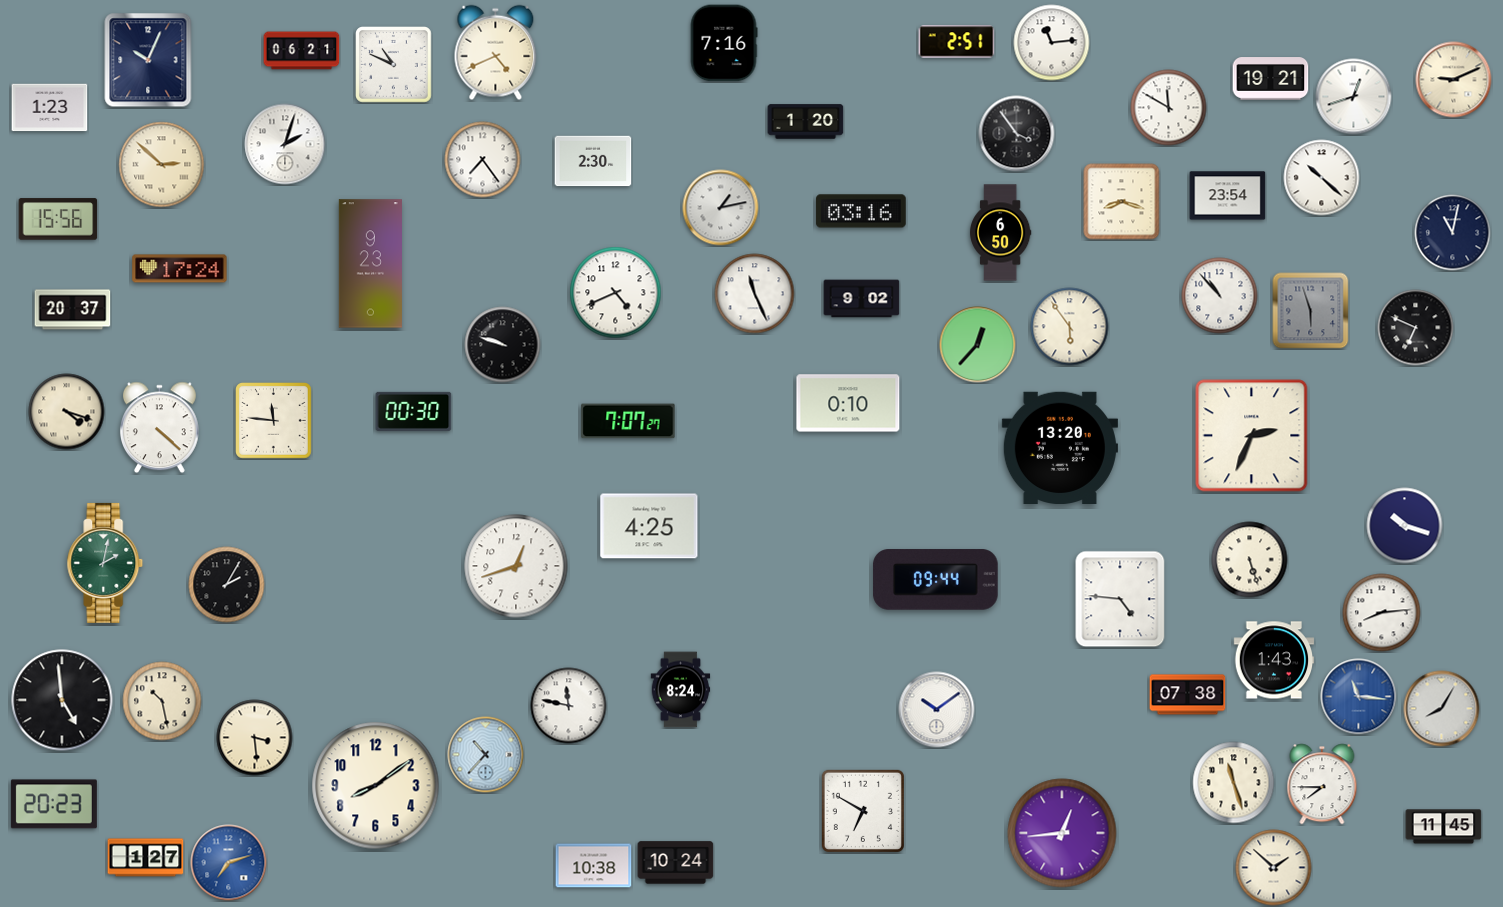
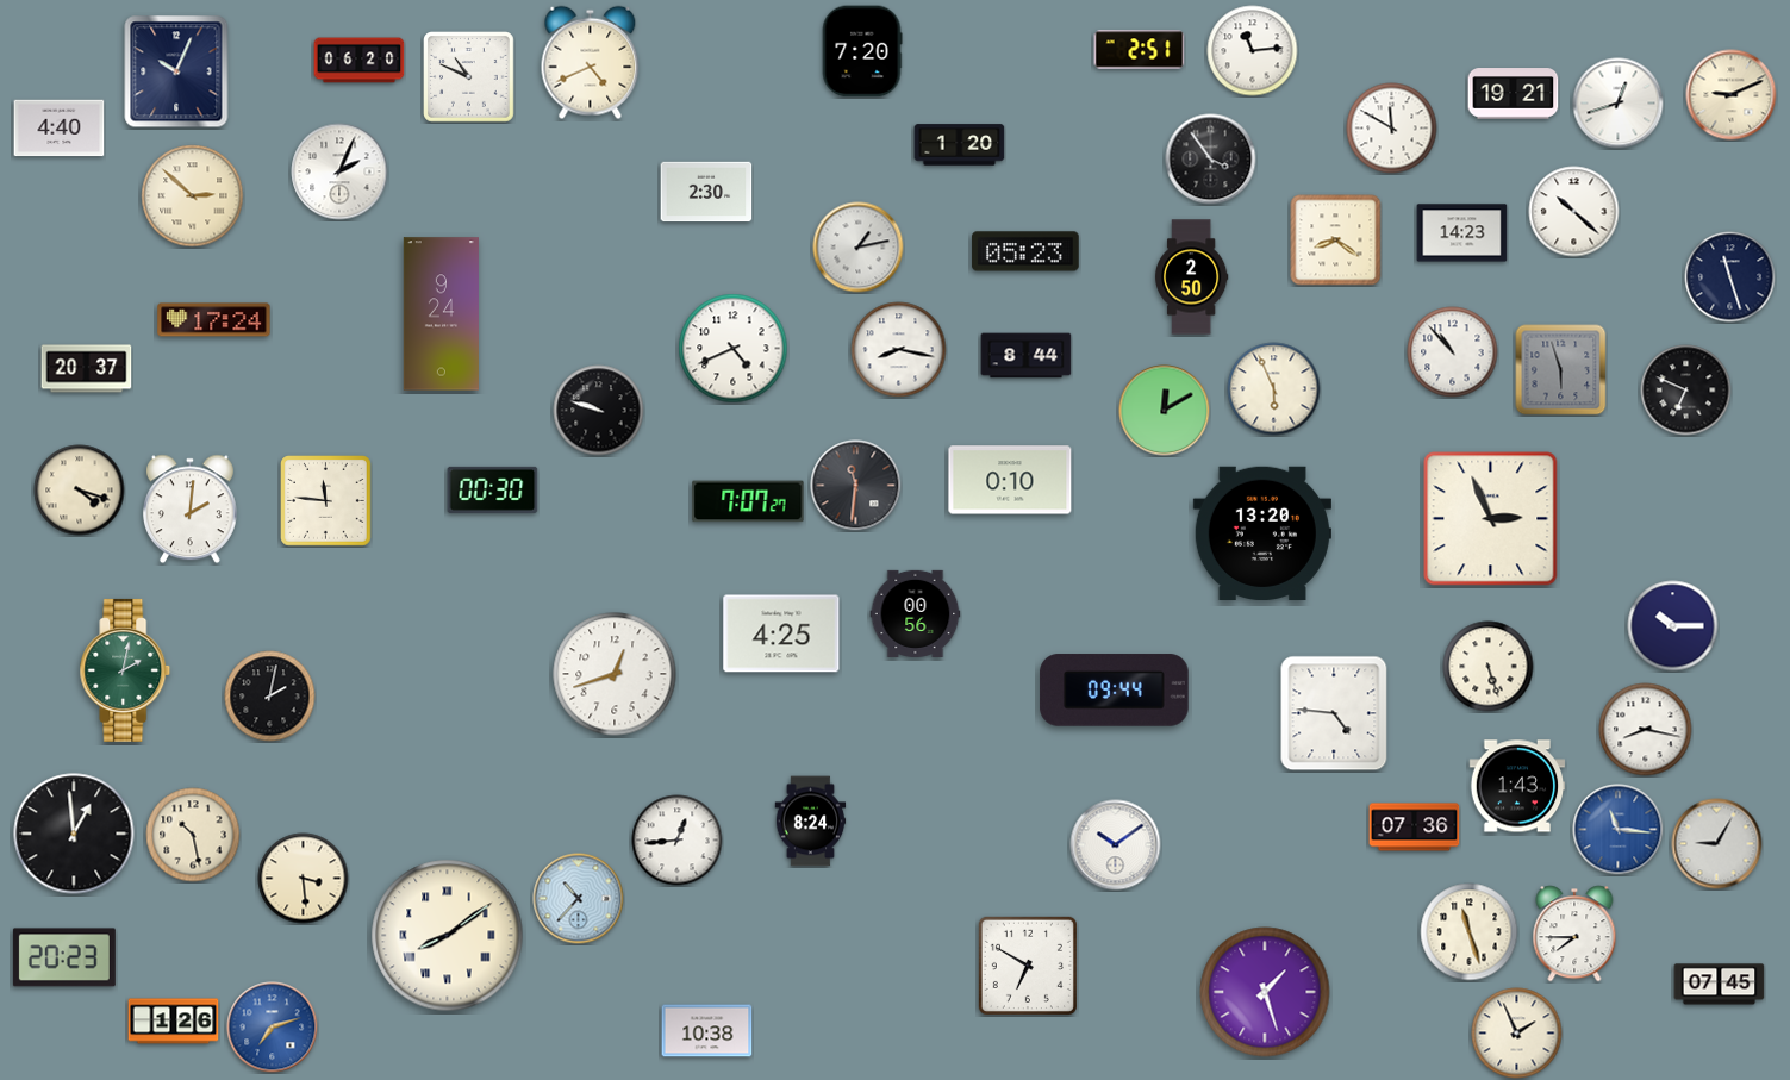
clock at (724, 43): 7:16 -> 7:20
clock at (302, 51): 06:21 -> 06:20
clock at (1354, 97) position: (1354, 97) -> (1619, 104)
clock at (50, 108): 1:23 -> 4:40
clock at (285, 144): 2:03 -> 2:04
clock at (483, 160): 7:24 -> none
clock at (1228, 196): 23:54 -> 14:23
clock at (1122, 202): 8:18 -> 8:21
clock at (861, 211): 03:16 -> 05:23
clock at (58, 219): 15:56 -> none
clock at (1000, 233): 6:50 -> 2:50
clock at (1453, 233): 11:02 -> 11:27
clock at (370, 264): 9:23 -> 9:24
clock at (755, 294): 11:26 -> 8:17
clock at (862, 299): 9:02 -> 8:44
clock at (1070, 327): 5:54 -> 5:56
clock at (978, 345): 12:37 -> 12:10
clock at (856, 486): none -> 11:31
clock at (159, 428): 4:22 -> 2:01
clock at (1252, 436): 2:34 -> 2:56
clock at (916, 613): none -> 00:56
clock at (649, 526) position: (649, 526) -> (781, 633)
clock at (1405, 526): 10:18 -> 10:15
clock at (227, 585): 2:05 -> 2:02
clock at (1382, 613): 8:14 -> 8:17
clock at (1188, 695): 07:38 -> 07:36
clock at (62, 700): 4:59 -> 12:59
clock at (569, 706): 11:47 -> 12:44
clock at (1442, 709): 8:05 -> 9:05
clock at (376, 786) numerals: Arabic -> Roman
clock at (1444, 827): 11:45 -> 07:45
clock at (1062, 833): 12:44 -> 1:27
clock at (146, 858): 1:27 -> 1:26
clock at (676, 863): 10:24 -> none
clock at (1274, 868): 1:52 -> 1:56
